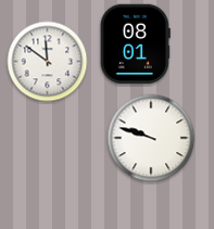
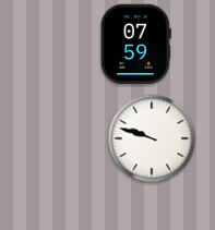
clock at (135, 44): 08:01 -> 07:59
clock at (48, 62): 11:51 -> none
